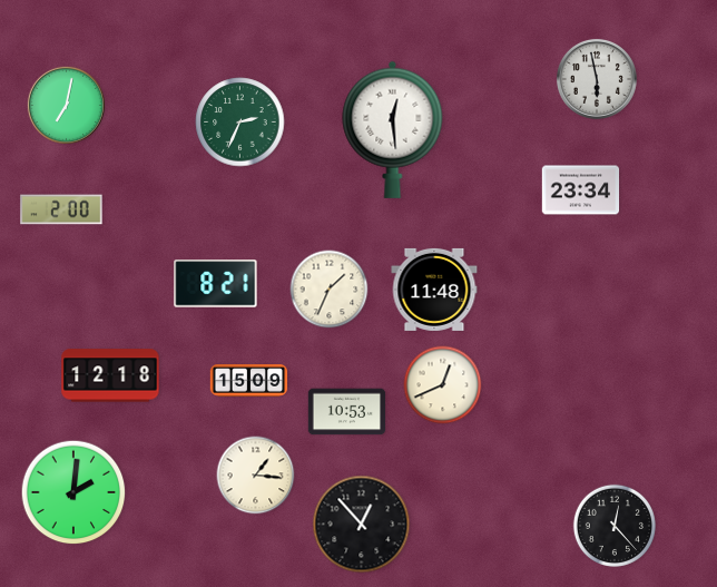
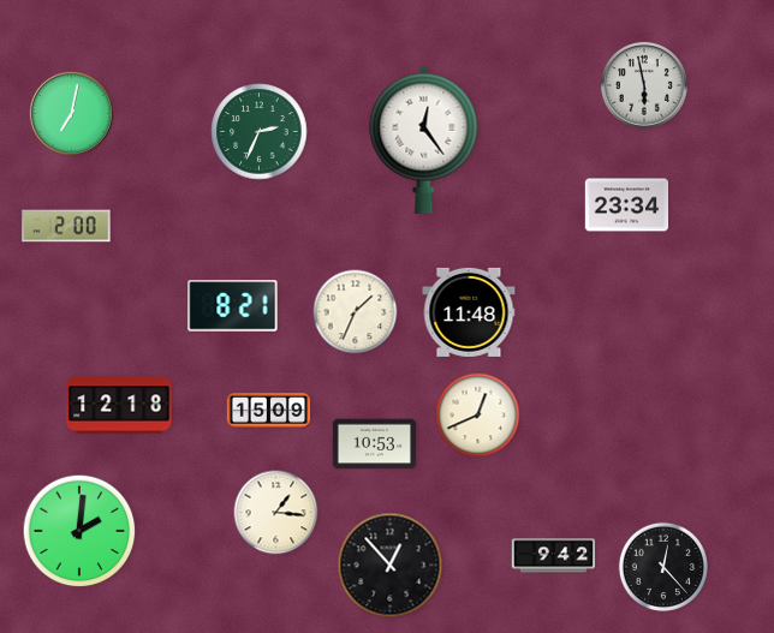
clock at (393, 129): 12:29 -> 12:24
clock at (554, 556): none -> 9:42
